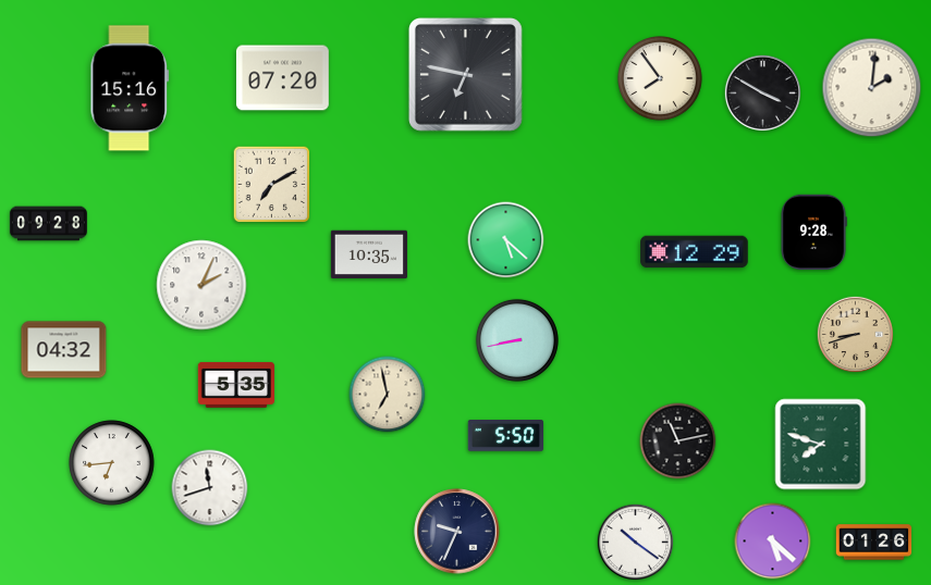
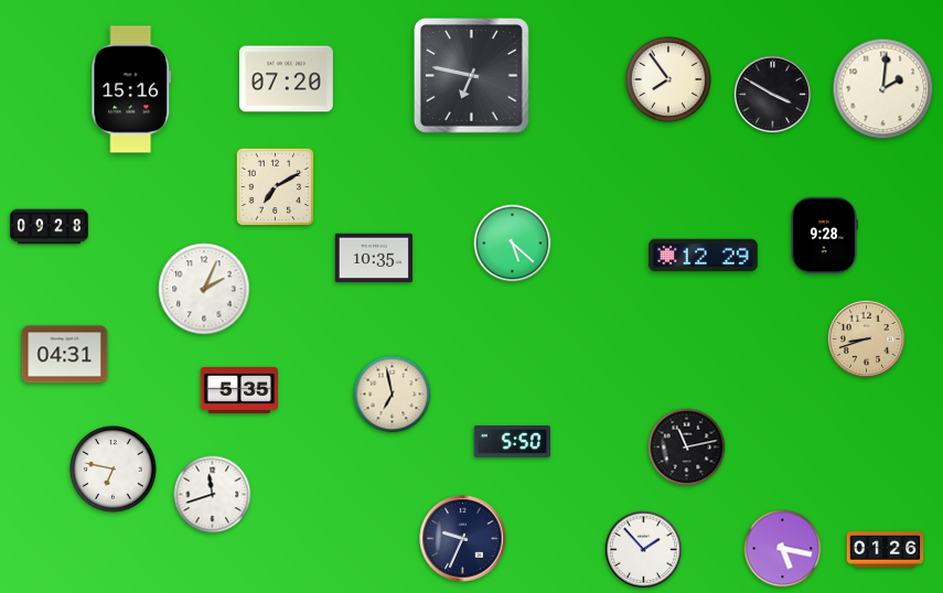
clock at (517, 340): 8:43 -> none
clock at (64, 350): 04:32 -> 04:31
clock at (388, 395) position: (388, 395) -> (393, 395)
clock at (821, 445): 7:48 -> none
clock at (112, 463): 6:44 -> 6:47
clock at (635, 542): 10:21 -> 1:53
clock at (773, 542): 5:22 -> 5:17
